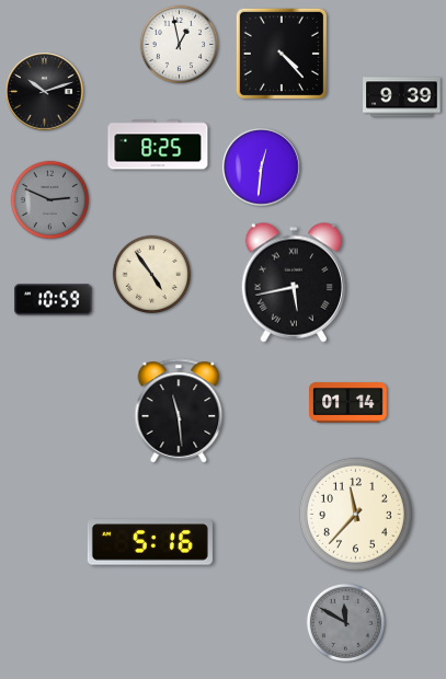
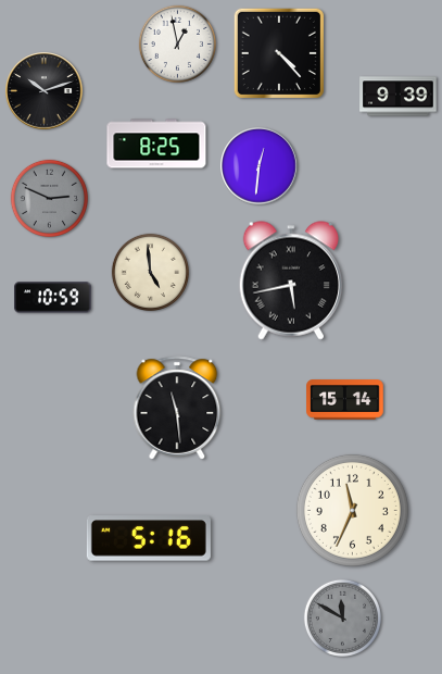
clock at (151, 274): 4:54 -> 4:59
clock at (348, 403): 01:14 -> 15:14
clock at (355, 514): 11:37 -> 11:34
